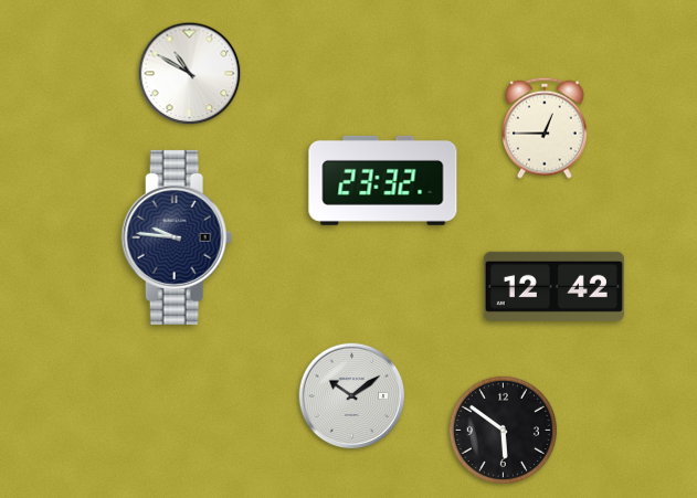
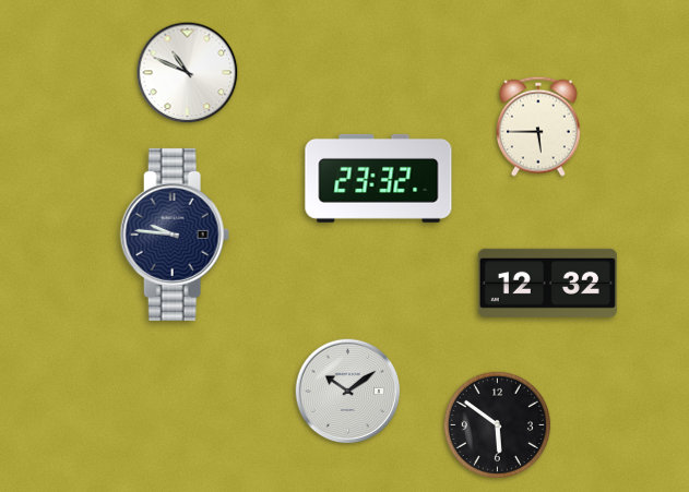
clock at (190, 74): 10:50 -> 10:49
clock at (545, 128): 12:45 -> 5:45
clock at (553, 286): 12:42 -> 12:32
